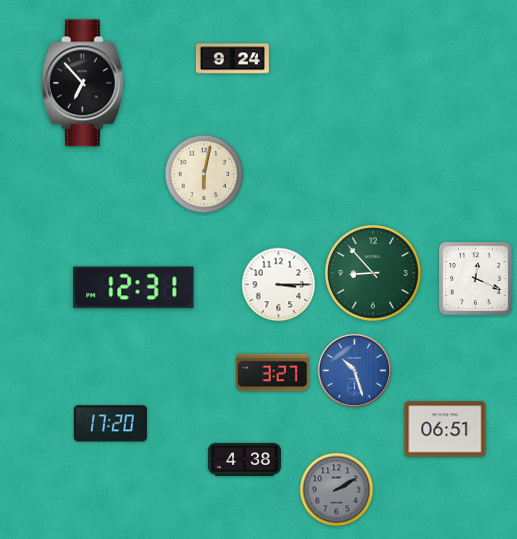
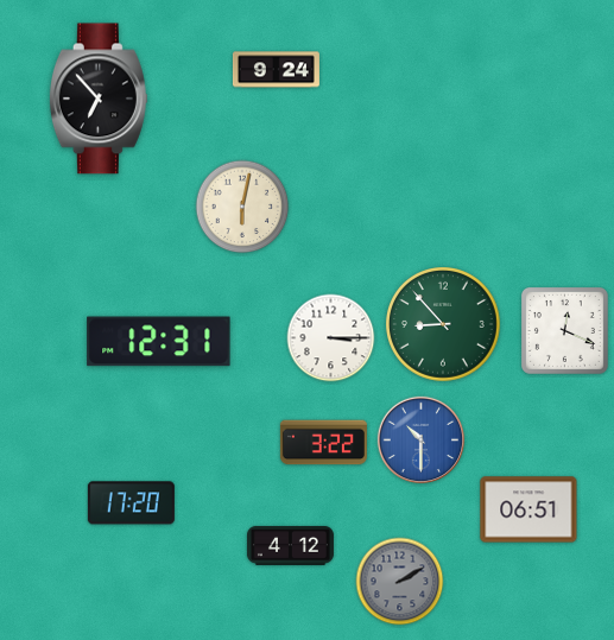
clock at (354, 370): 10:27 -> 10:30
clock at (272, 373): 3:27 -> 3:22
clock at (244, 459): 4:38 -> 4:12
